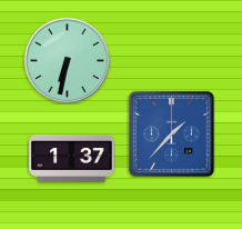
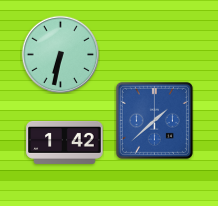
clock at (171, 133): 1:37 -> 1:38
clock at (72, 158): 1:37 -> 1:42
